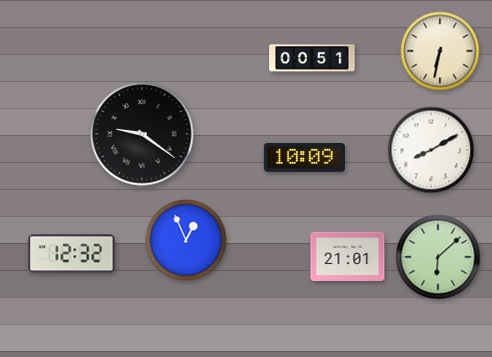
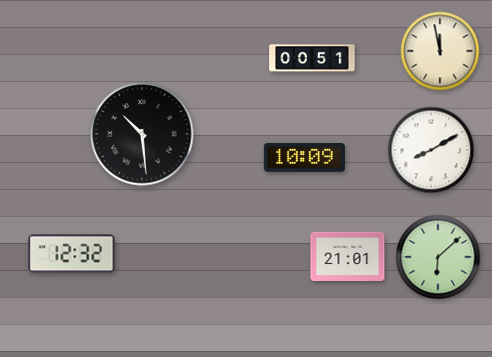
clock at (440, 51): 6:32 -> 11:58
clock at (142, 134): 9:21 -> 10:29
clock at (186, 240): 12:56 -> none
